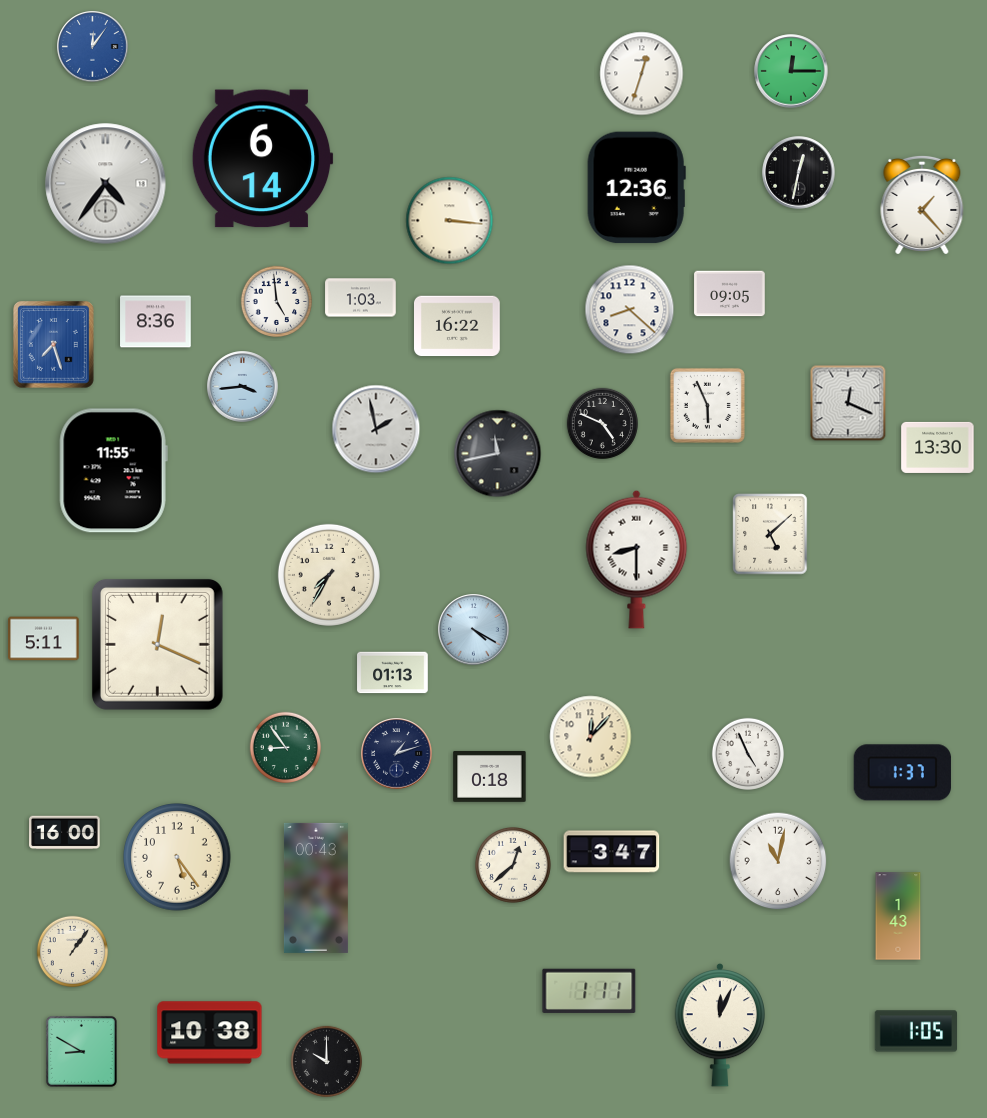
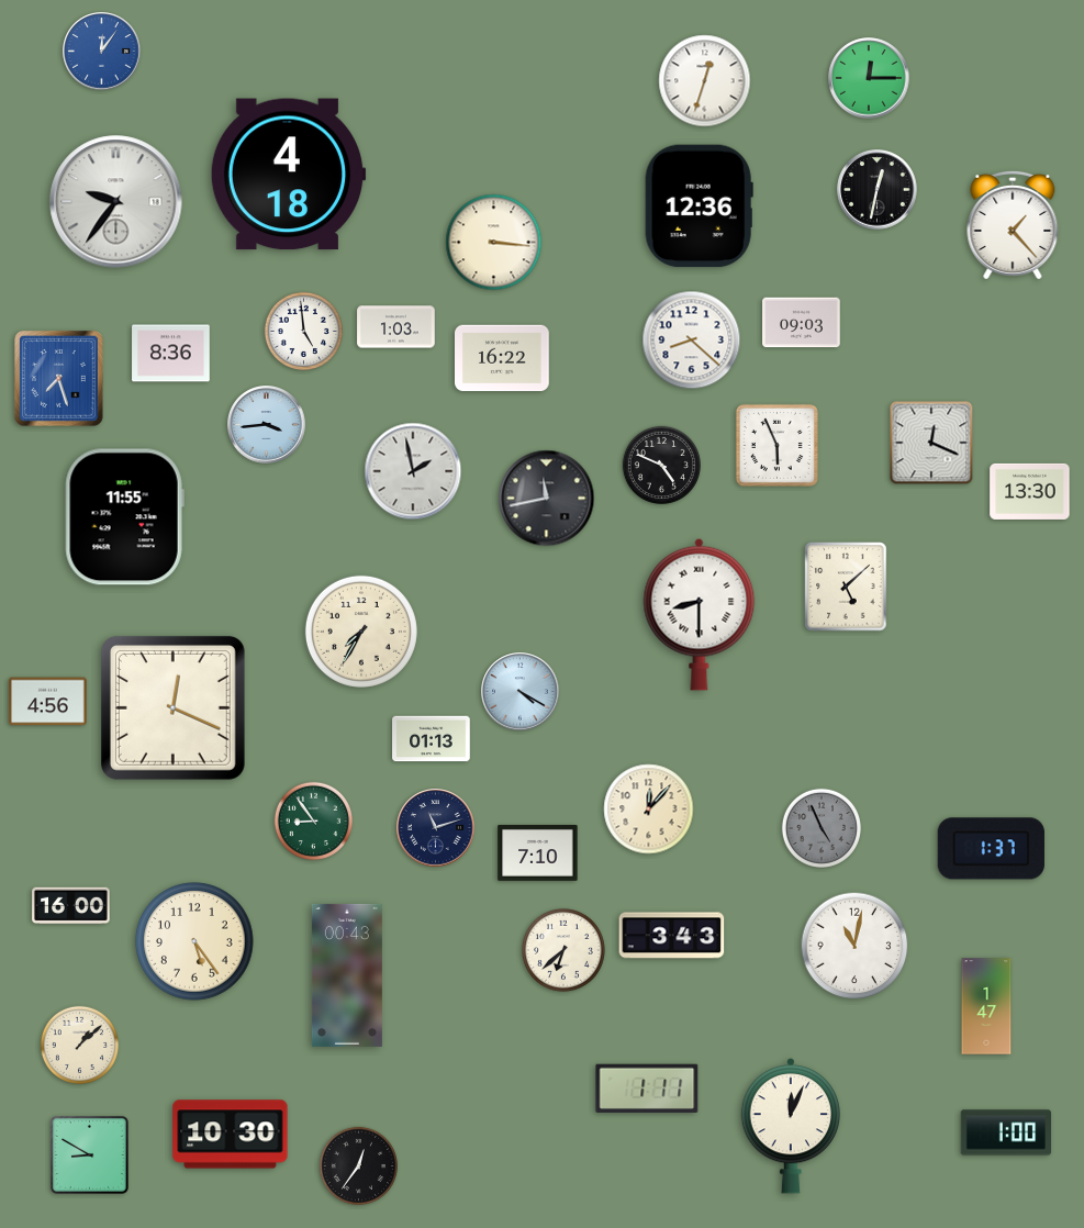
clock at (262, 159): 6:14 -> 4:18
clock at (106, 184): 4:36 -> 9:36
clock at (730, 294): 09:05 -> 09:03
clock at (44, 639): 5:11 -> 4:56
clock at (397, 754): 1:12 -> 11:12
clock at (748, 754) dial: white -> grey
clock at (490, 776): 0:18 -> 7:10
clock at (65, 833) position: (65, 833) -> (71, 906)
clock at (612, 852): 3:47 -> 3:43
clock at (514, 866): 12:38 -> 6:38
clock at (898, 916): 1:43 -> 1:47
clock at (72, 951): 1:06 -> 1:08
clock at (916, 1031): 1:05 -> 1:00
clock at (210, 1033): 10:38 -> 10:30
clock at (326, 1061): 10:00 -> 12:36
